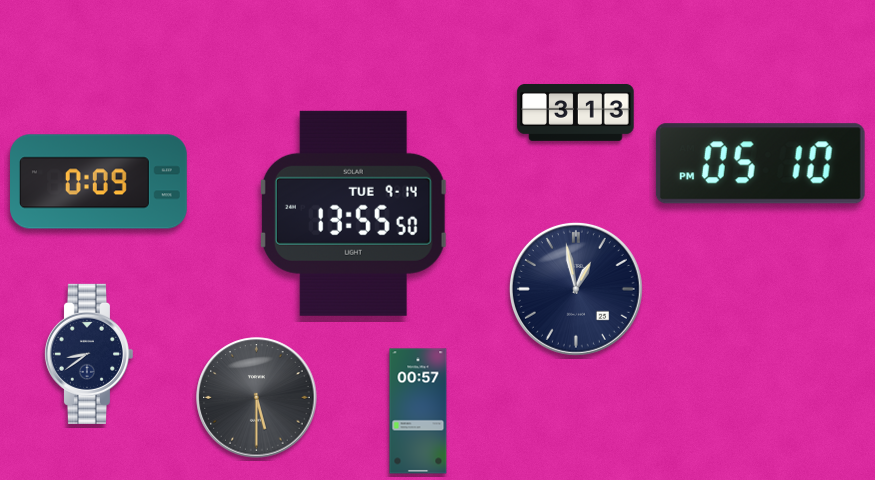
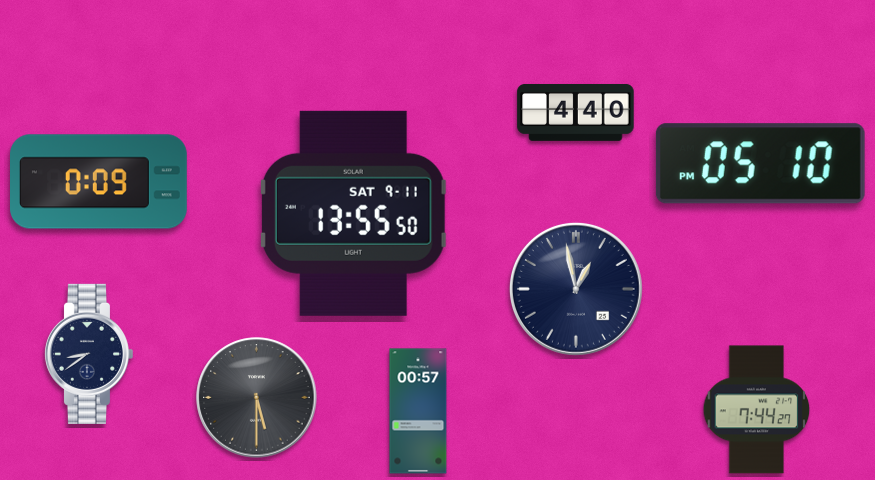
clock at (576, 112): 3:13 -> 4:40
clock at (353, 213) date: TUE 9-14 -> SAT 9-11
clock at (757, 410): none -> 7:44
